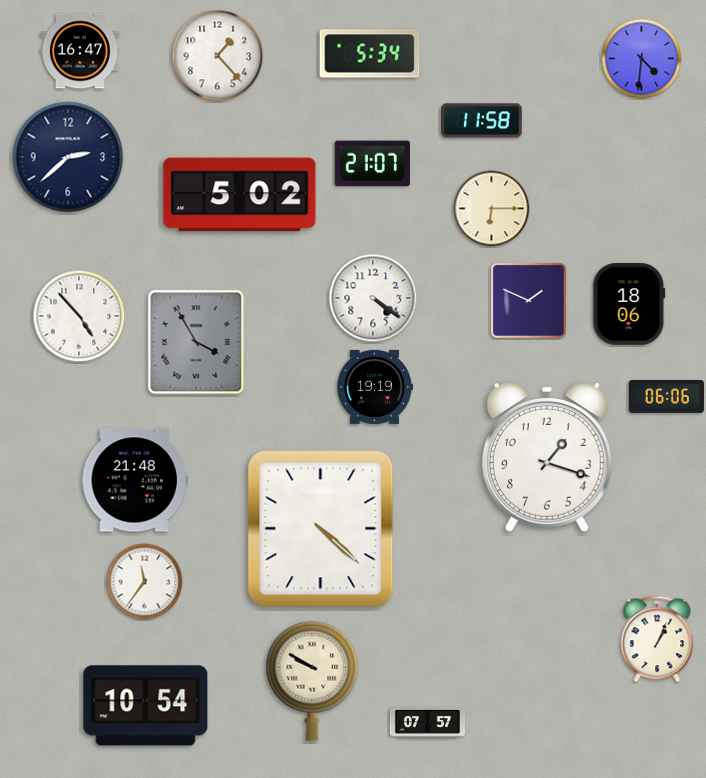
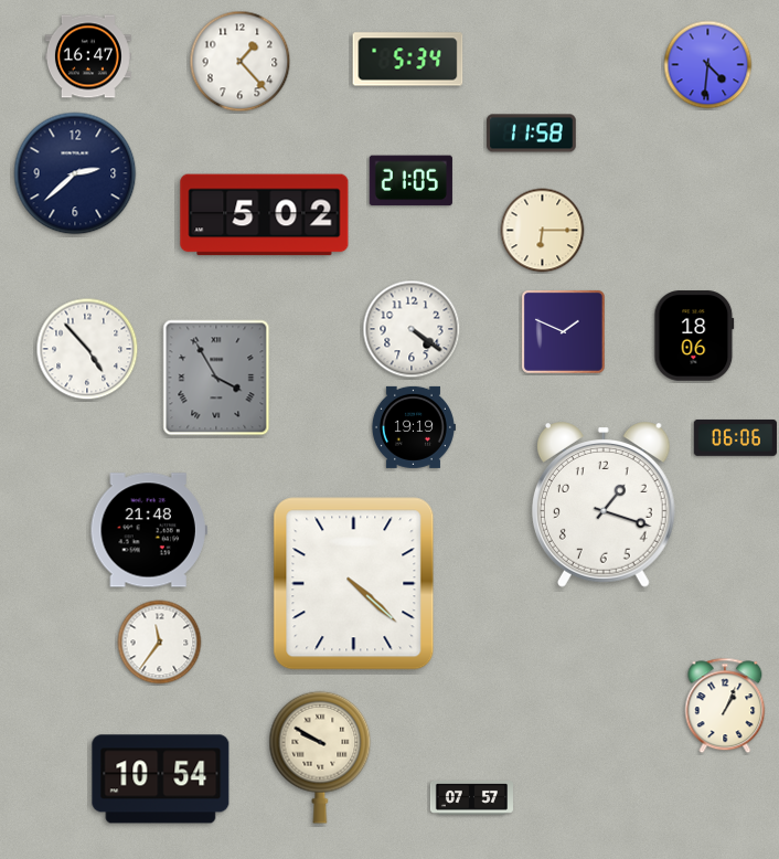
clock at (372, 164): 21:07 -> 21:05
clock at (528, 300) position: (528, 300) -> (563, 331)
clock at (312, 681) position: (312, 681) -> (320, 757)
